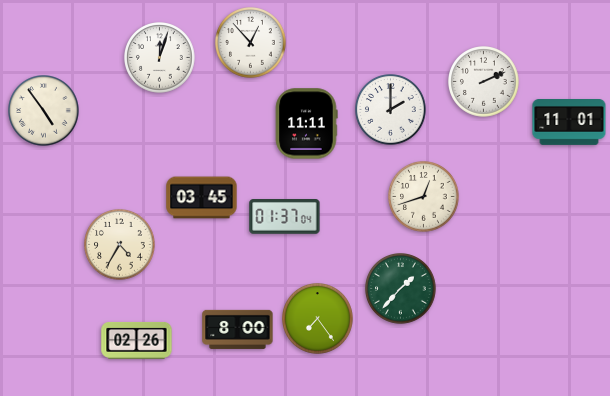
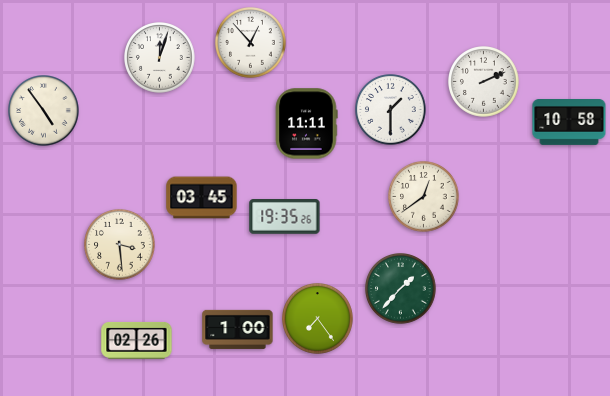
clock at (391, 110): 2:00 -> 1:30
clock at (569, 123): 11:01 -> 10:58
clock at (424, 197): 12:42 -> 12:39
clock at (285, 217): 01:37 -> 19:35
clock at (120, 245): 4:35 -> 3:29
clock at (238, 329): 8:00 -> 1:00
